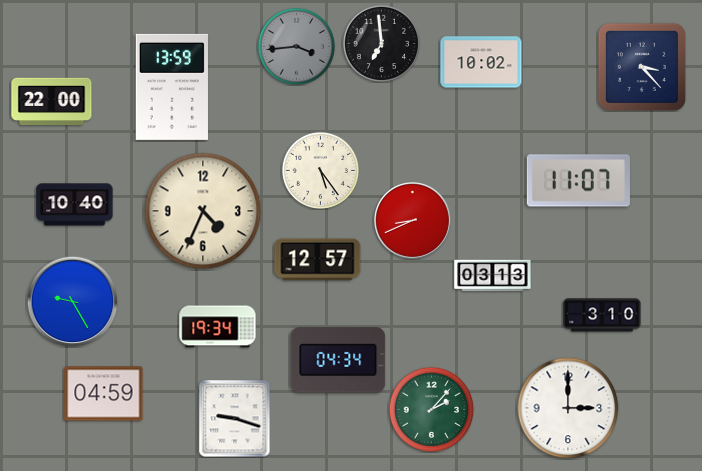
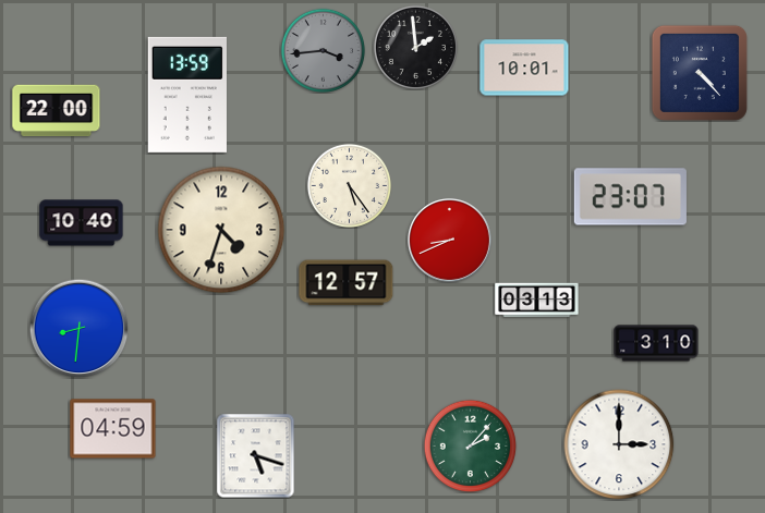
clock at (381, 43): 6:59 -> 1:59
clock at (481, 62): 10:02 -> 10:01
clock at (642, 67): 3:23 -> 4:23
clock at (578, 181): 11:07 -> 23:07
clock at (203, 211): 4:34 -> 4:33
clock at (72, 301): 9:25 -> 8:31
clock at (218, 327): 19:34 -> none
clock at (338, 360): 04:34 -> none
clock at (235, 418): 9:18 -> 5:18
